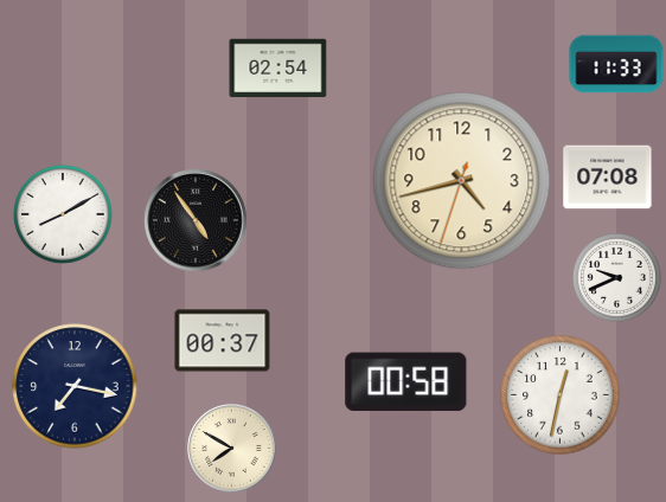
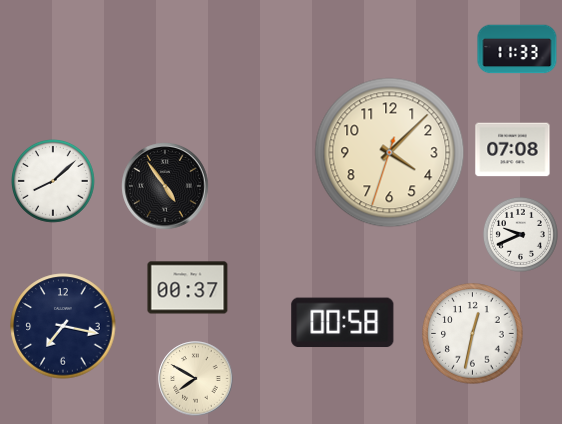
clock at (616, 64) position: (616, 64) -> (517, 49)
clock at (278, 69): 02:54 -> none
clock at (462, 181): 4:42 -> 4:07
clock at (64, 215): 8:10 -> 8:08
